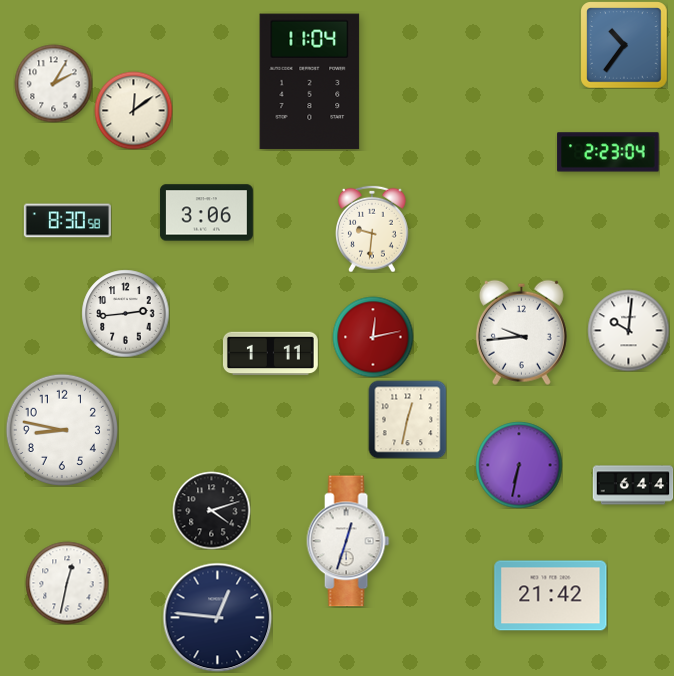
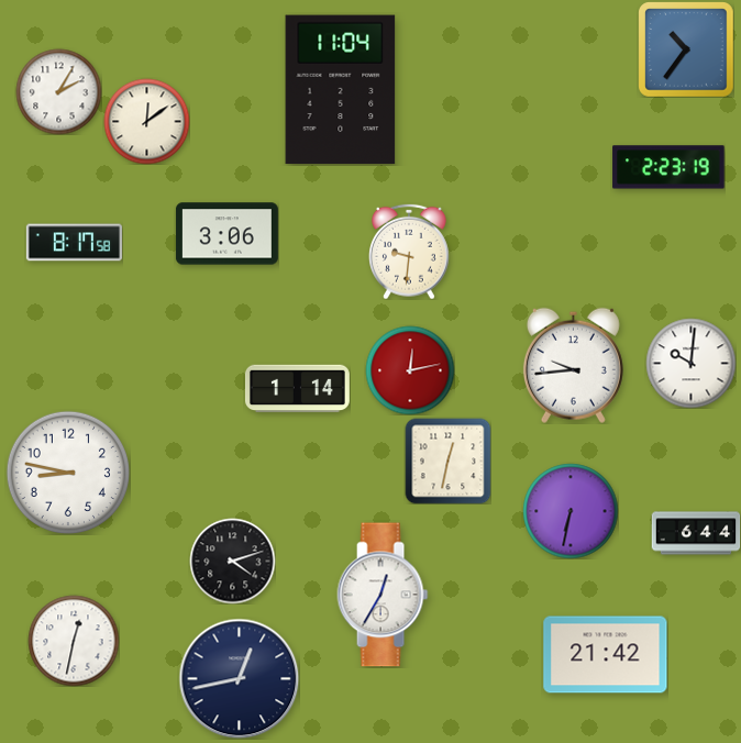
clock at (608, 152): 2:23:04 -> 2:23:19
clock at (67, 221): 8:30 -> 8:17
clock at (125, 313): 2:44 -> none
clock at (270, 354): 1:11 -> 1:14
clock at (348, 541): 12:33 -> 12:35
clock at (217, 617): 12:46 -> 12:43
